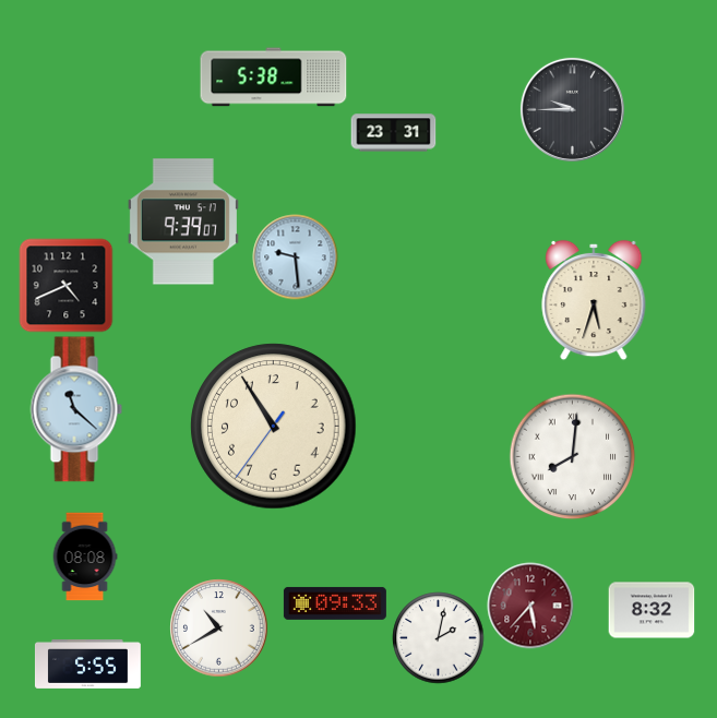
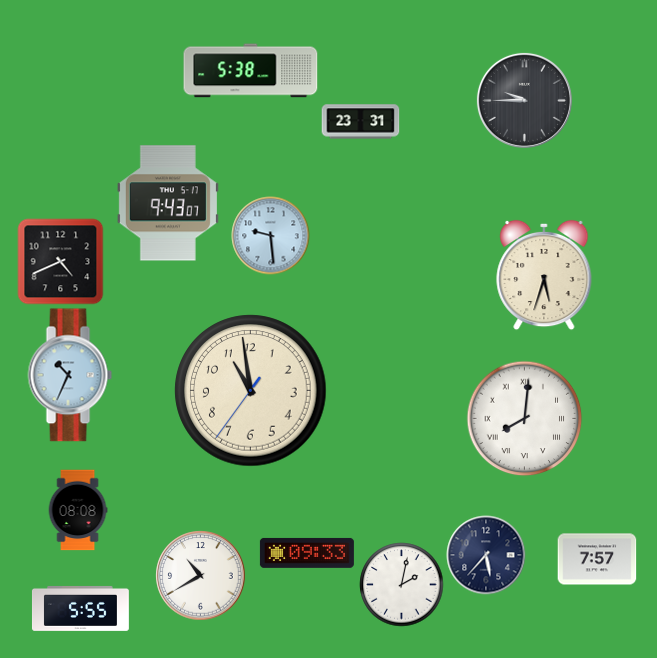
clock at (183, 222): 9:39 -> 9:43
clock at (76, 409): 11:22 -> 10:34
clock at (274, 427): 10:54 -> 10:58
clock at (530, 606) dial: burgundy -> navy
clock at (652, 610): 8:32 -> 7:57
